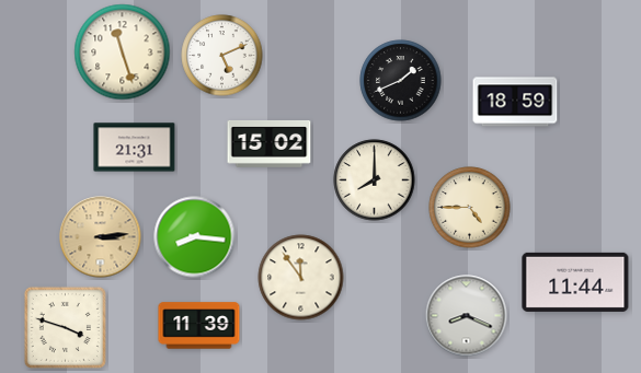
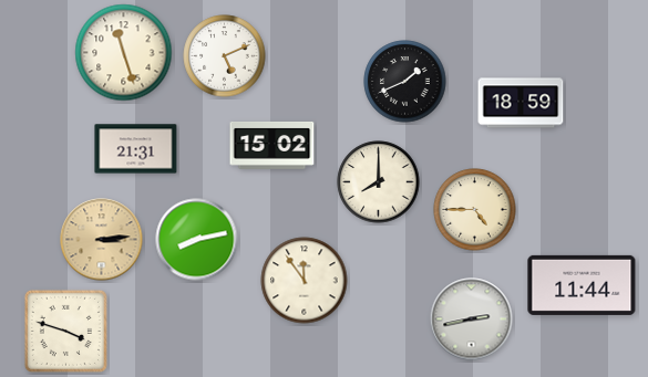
clock at (195, 237): 8:16 -> 8:13
clock at (467, 316): 8:19 -> 2:43
clock at (199, 326): 11:39 -> none
